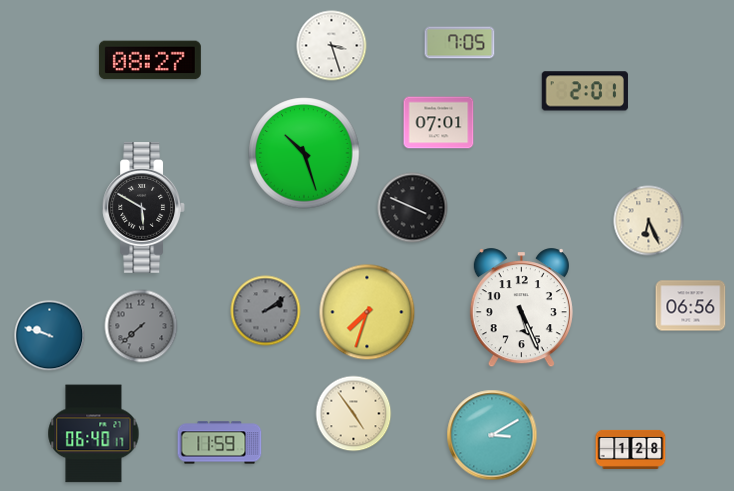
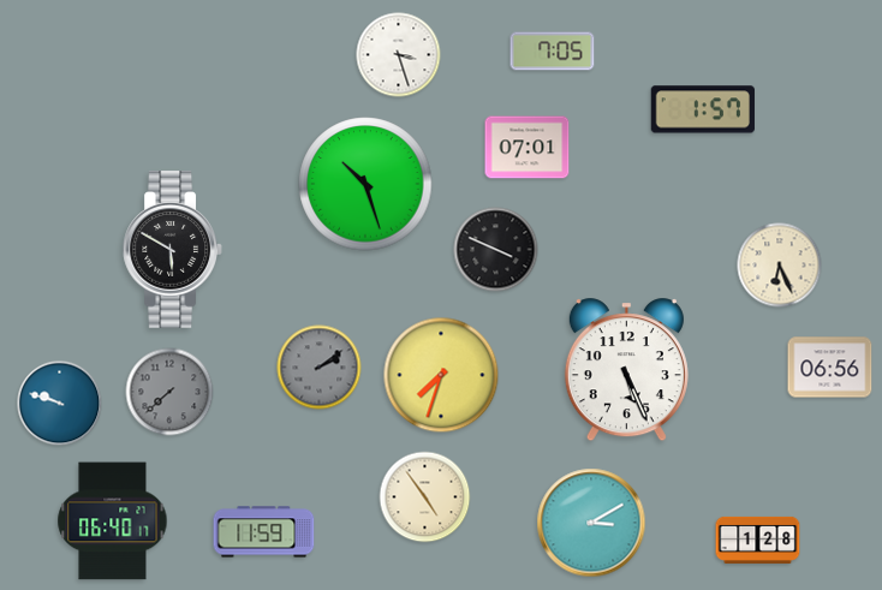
clock at (150, 60): 08:27 -> none
clock at (584, 91): 2:01 -> 1:57
clock at (266, 311) position: (266, 311) -> (320, 368)
